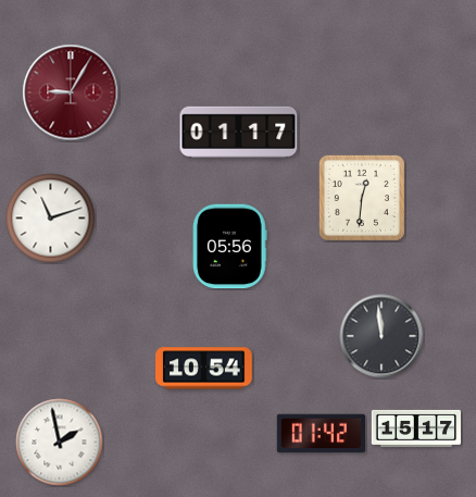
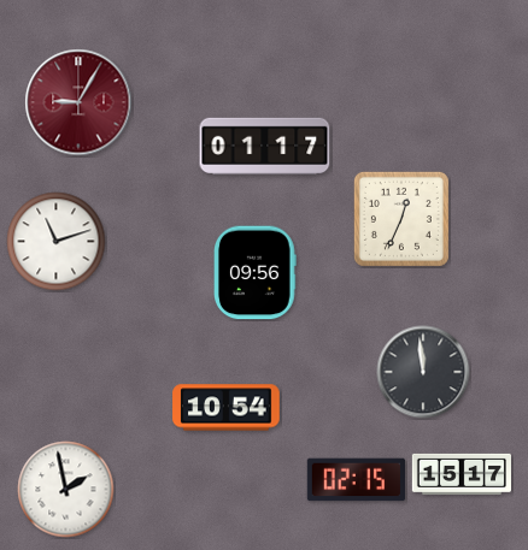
clock at (362, 198): 12:31 -> 12:34
clock at (230, 247): 05:56 -> 09:56
clock at (322, 434): 01:42 -> 02:15
